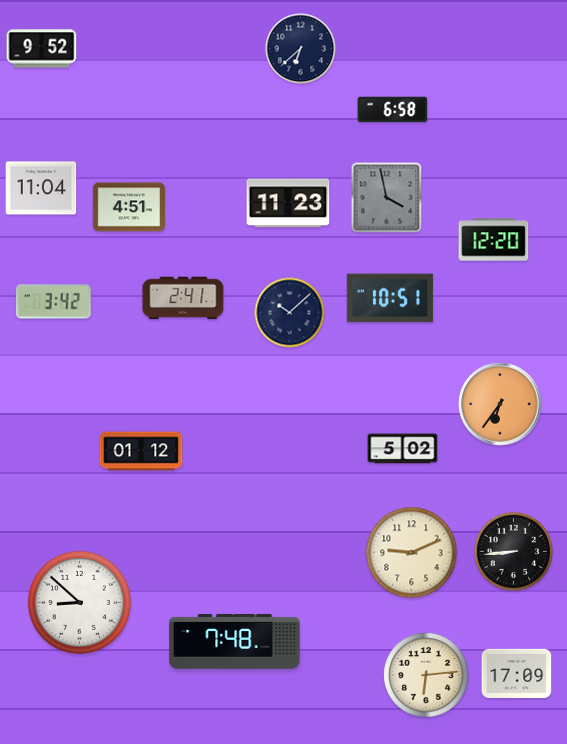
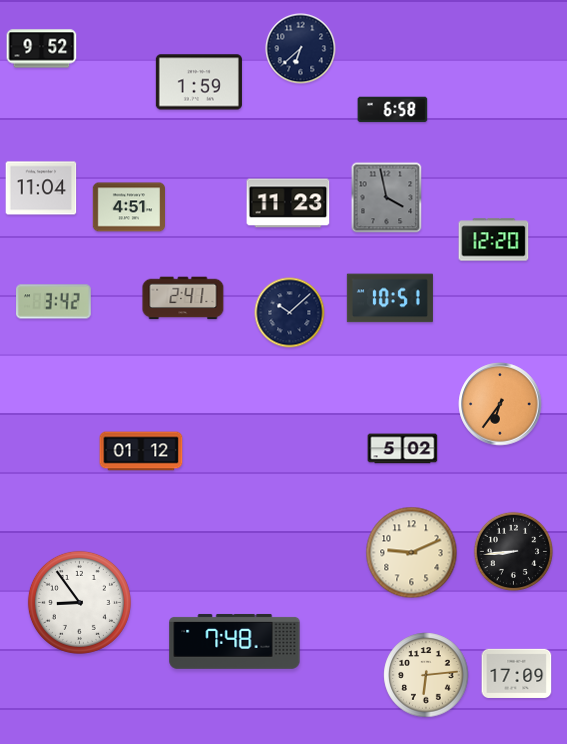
clock at (199, 82): none -> 1:59
clock at (79, 602): 8:52 -> 8:54
